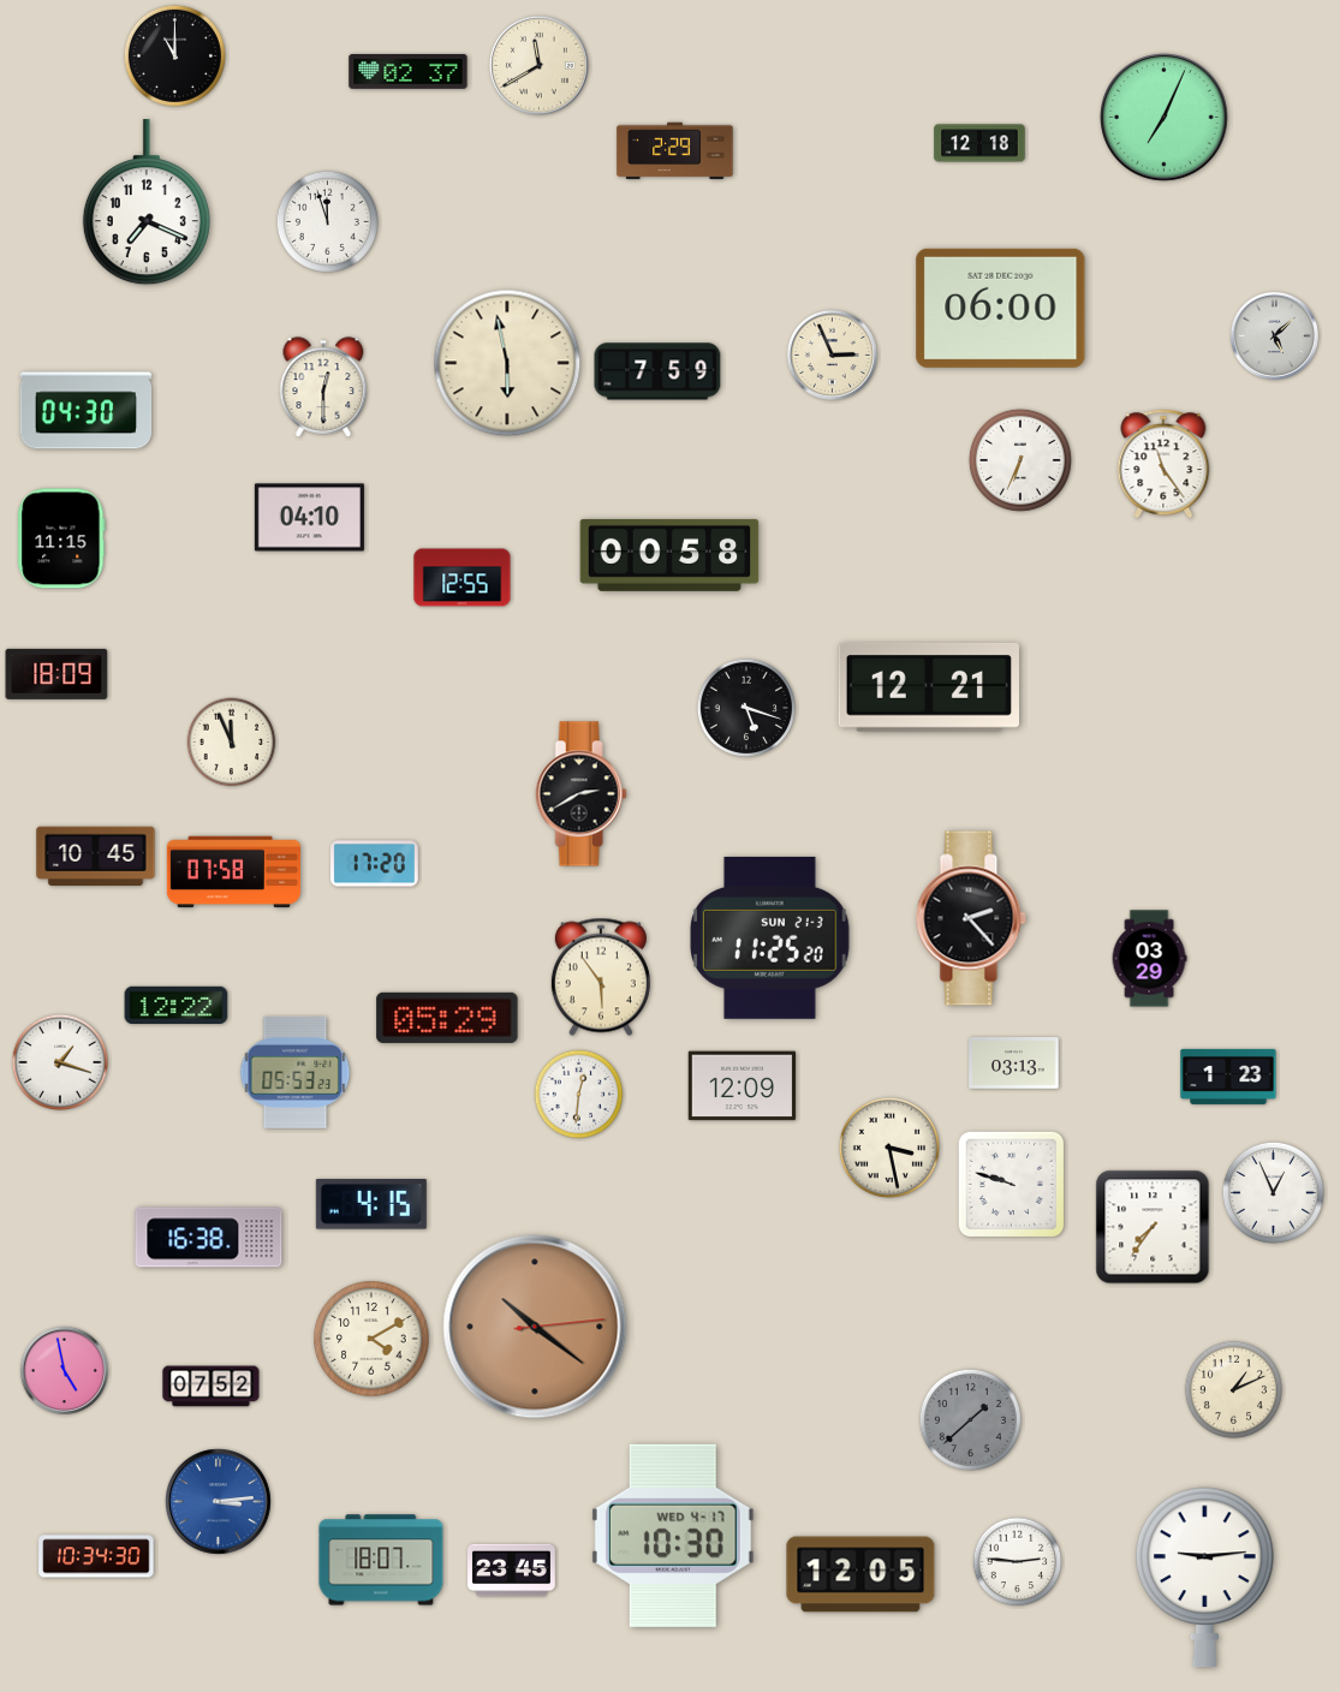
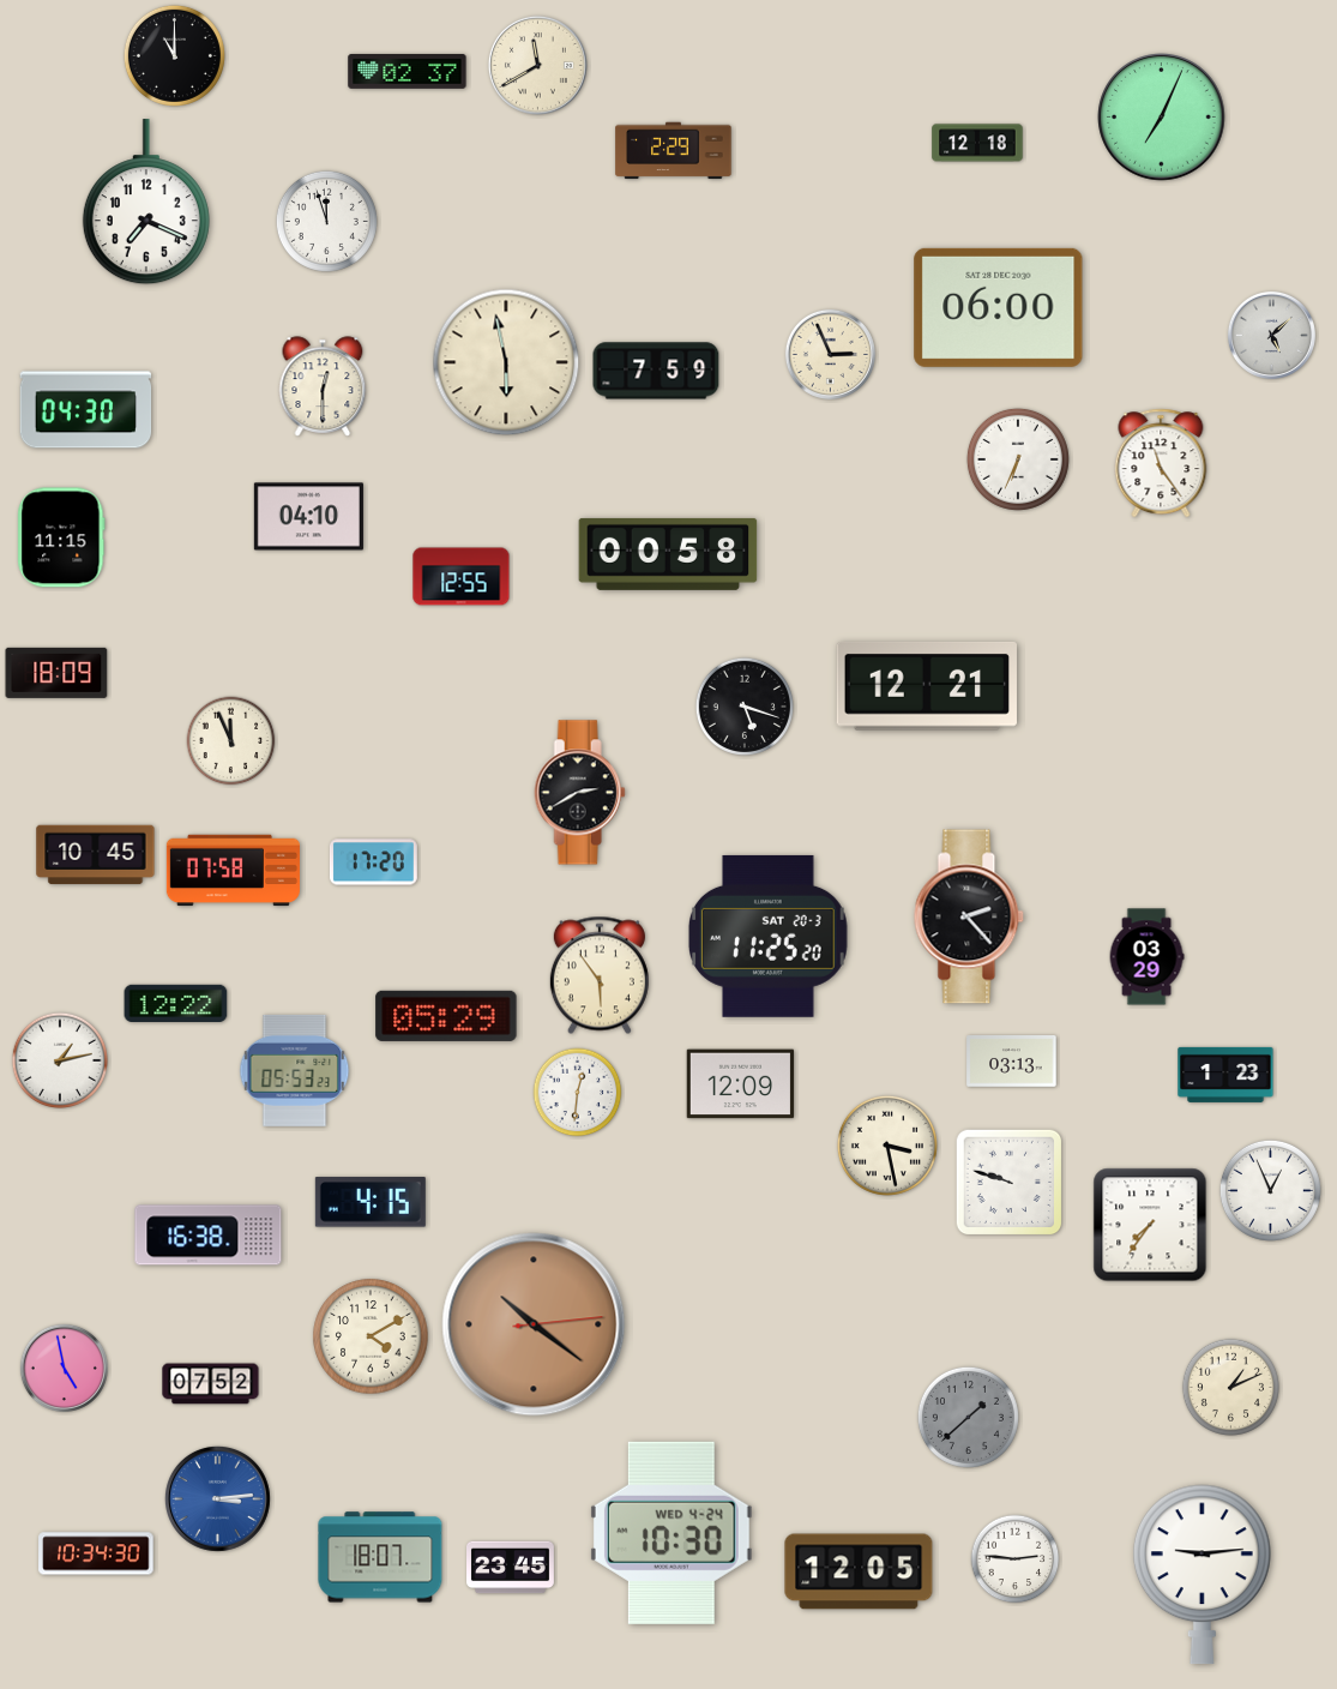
clock at (769, 937) date: SUN 21-3 -> SAT 20-3
clock at (59, 1061): 1:18 -> 1:13
clock at (673, 1536) date: WED 4-17 -> WED 4-24
